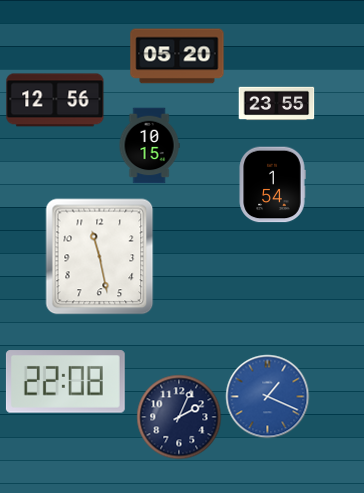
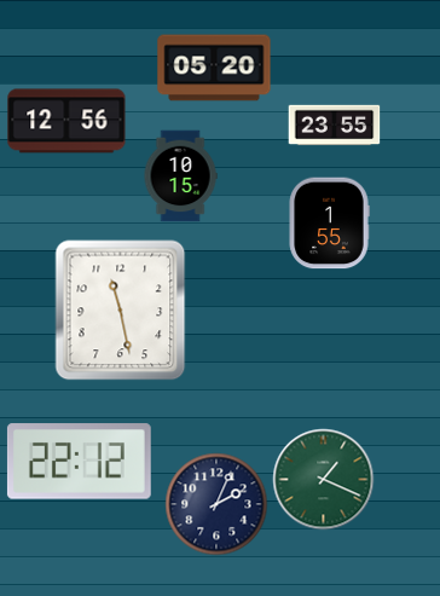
clock at (272, 185): 1:54 -> 1:55
clock at (65, 382): 22:08 -> 22:12
clock at (268, 397) dial: blue -> green
